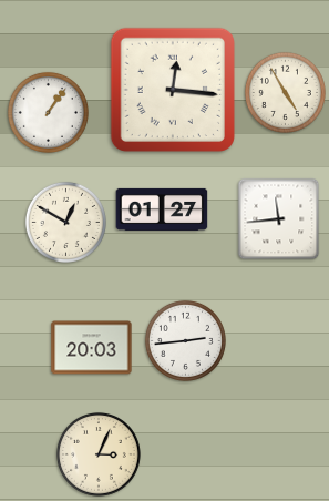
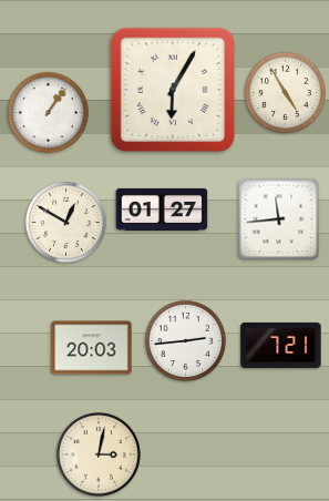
clock at (172, 89): 12:16 -> 6:05
clock at (281, 345): none -> 7:21
clock at (99, 454): 3:04 -> 3:02
